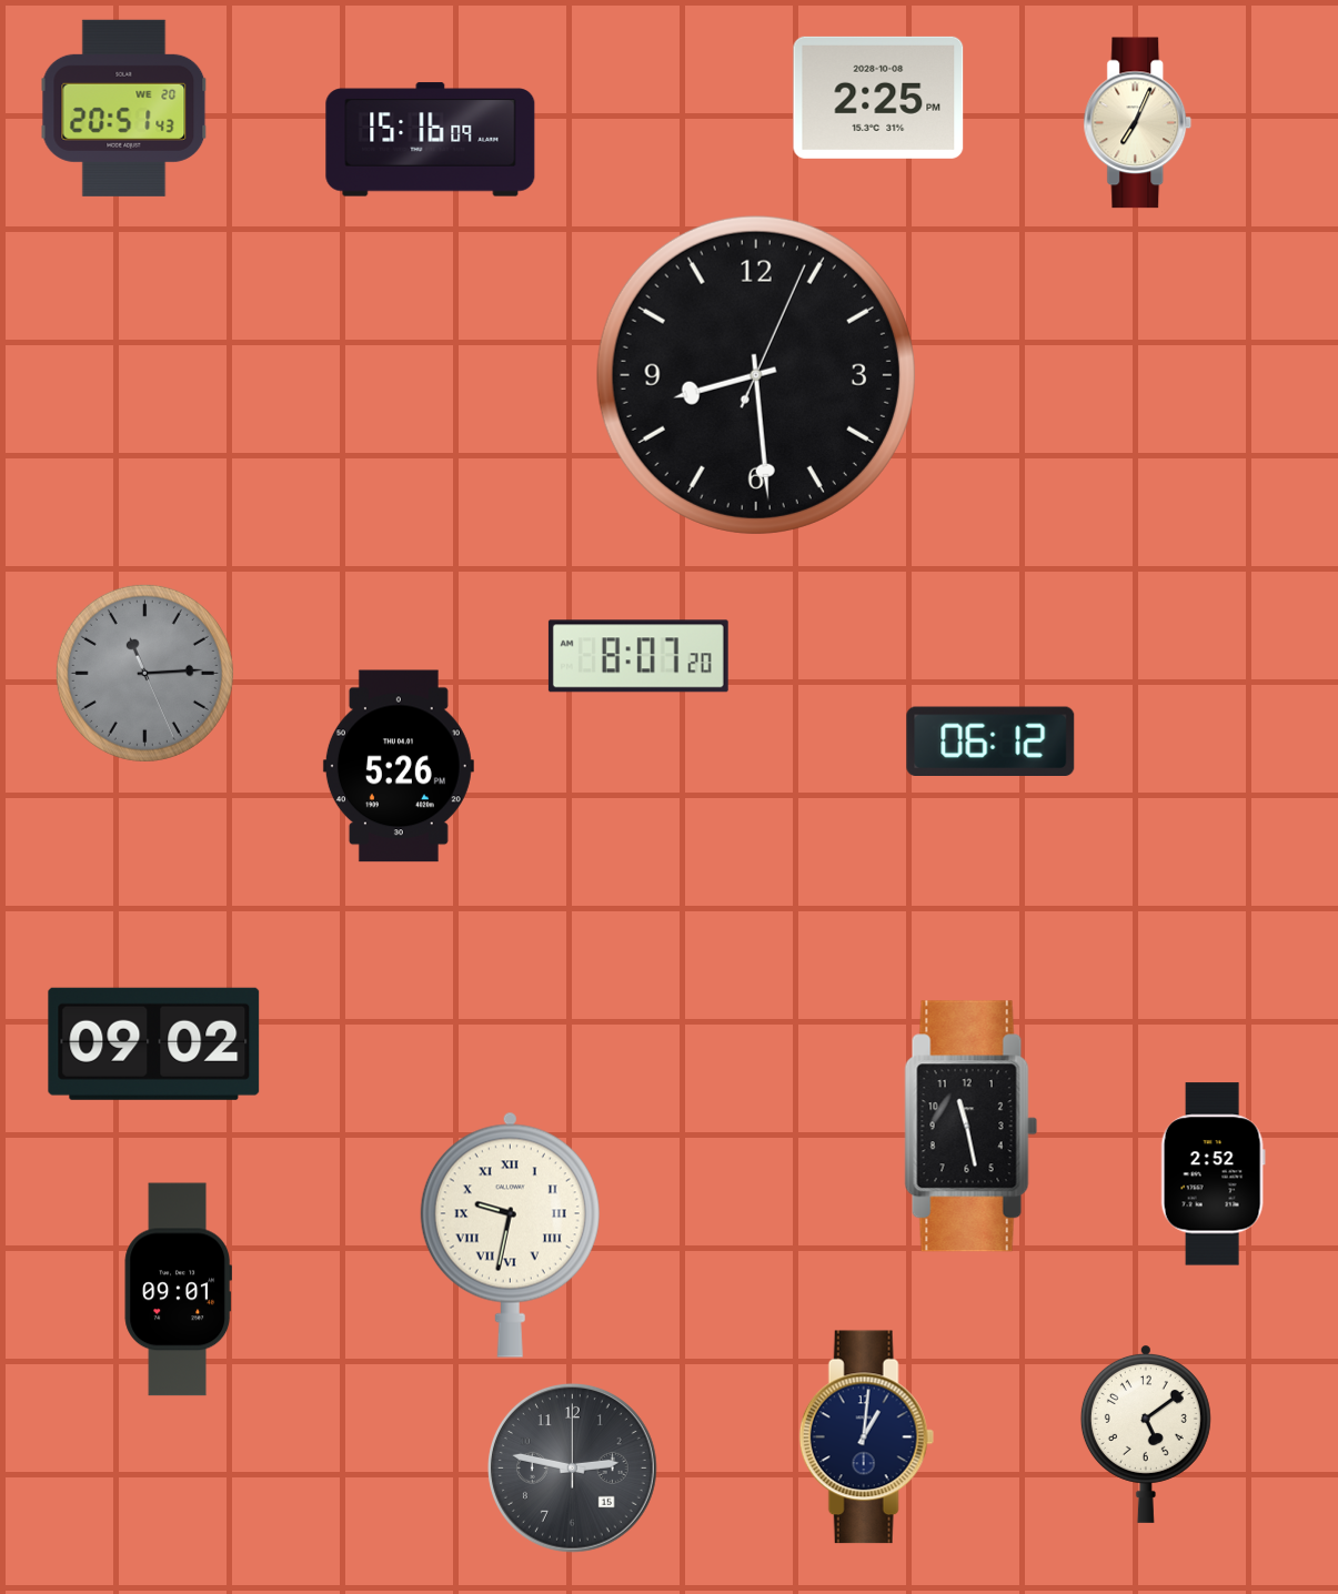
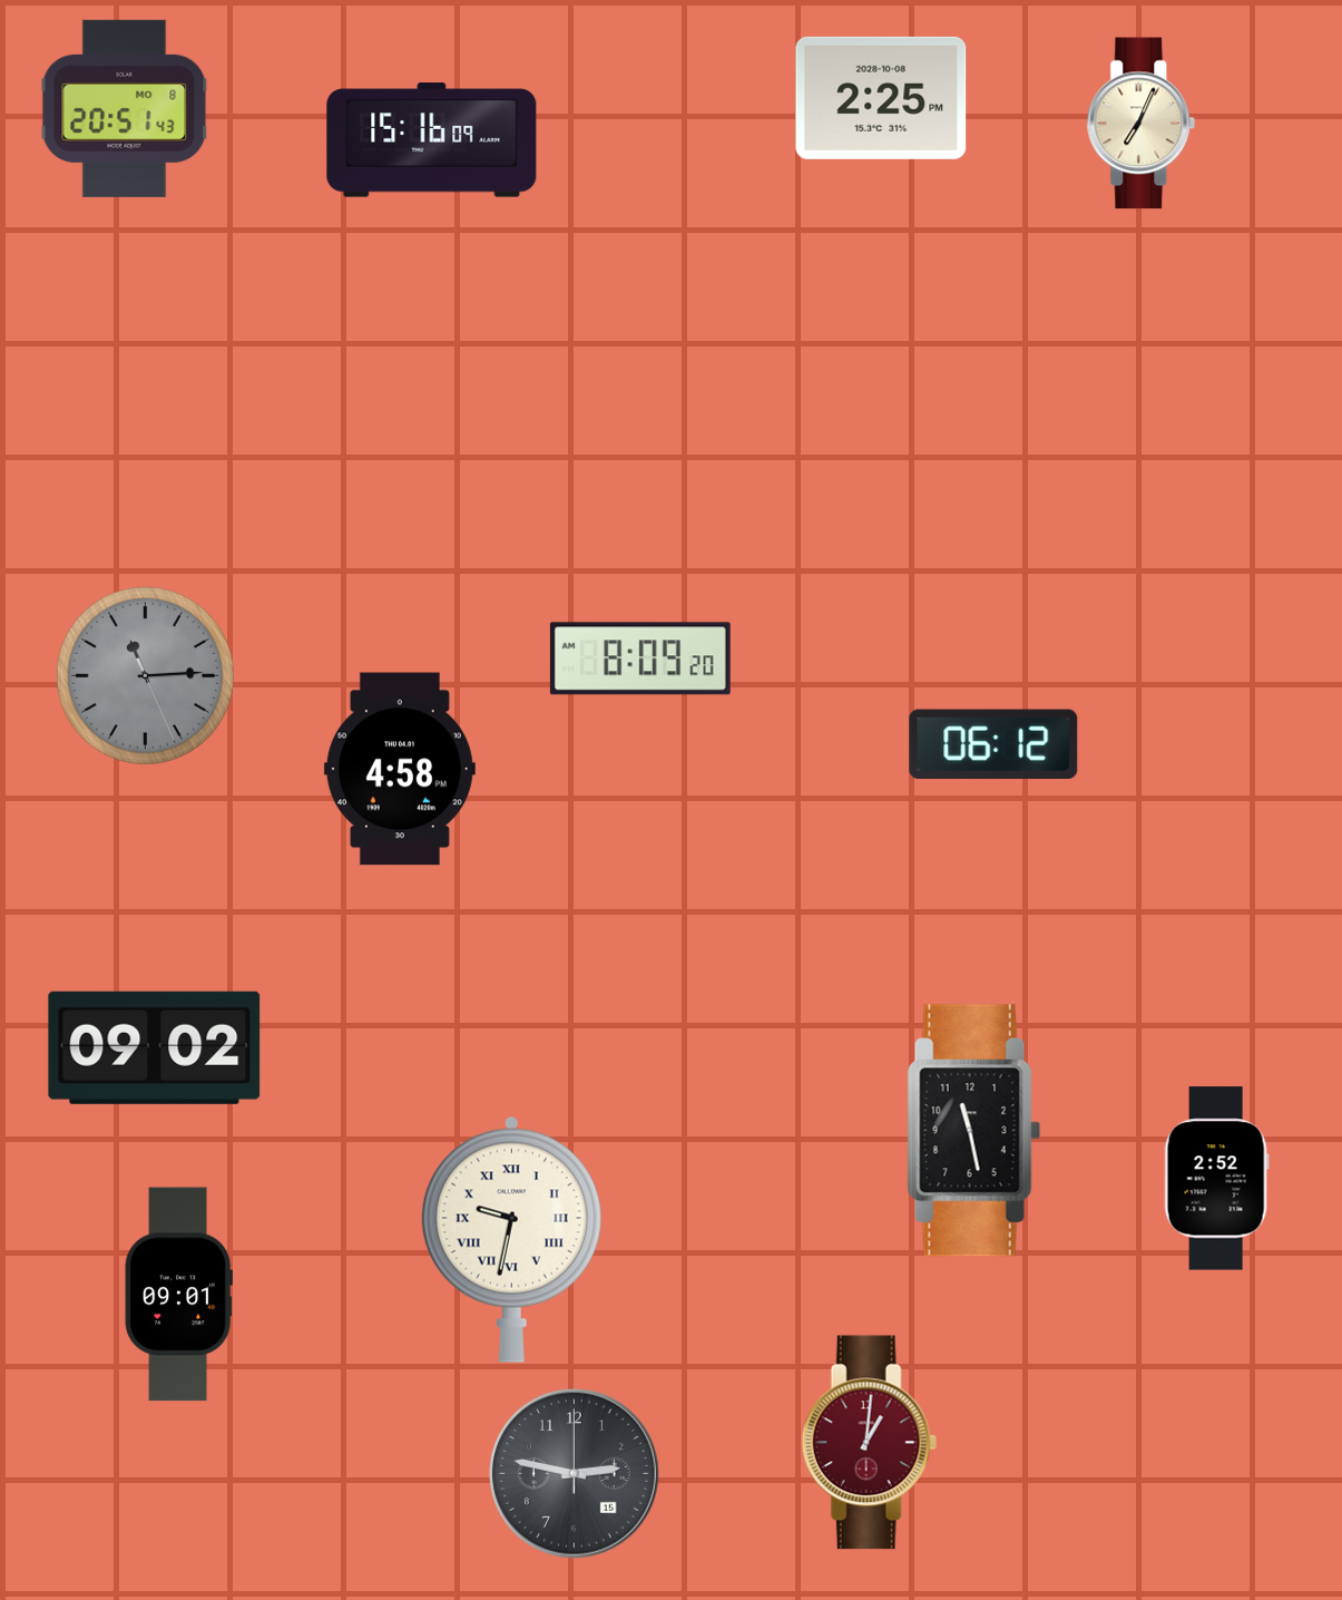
clock at (124, 108) date: WE 20 -> MO 8
clock at (756, 375): 8:29 -> none
clock at (638, 656): 8:07 -> 8:09
clock at (399, 766): 5:26 -> 4:58
clock at (1146, 1433): 5:09 -> none
clock at (866, 1437) dial: navy -> burgundy
